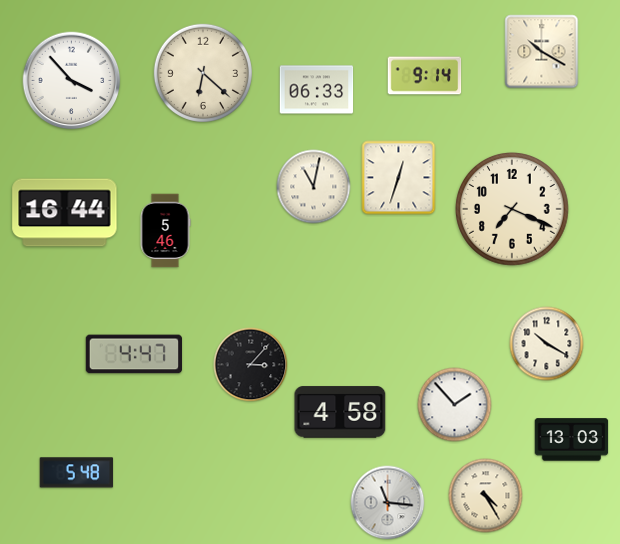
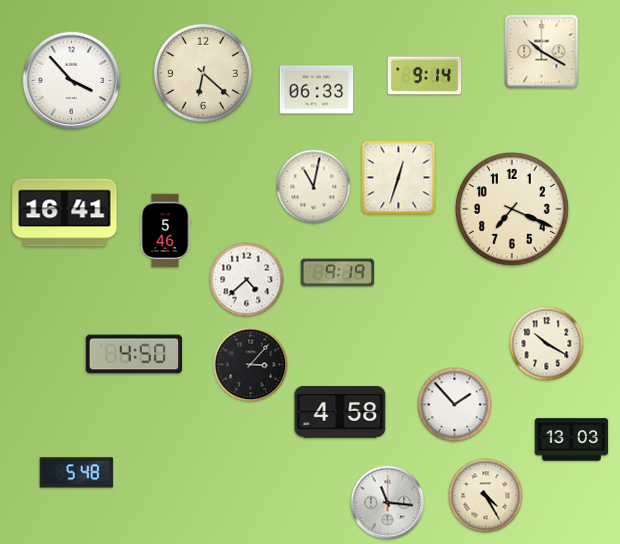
clock at (65, 213): 16:44 -> 16:41
clock at (338, 273): none -> 9:19
clock at (247, 280): none -> 4:38
clock at (133, 354): 4:47 -> 4:50
